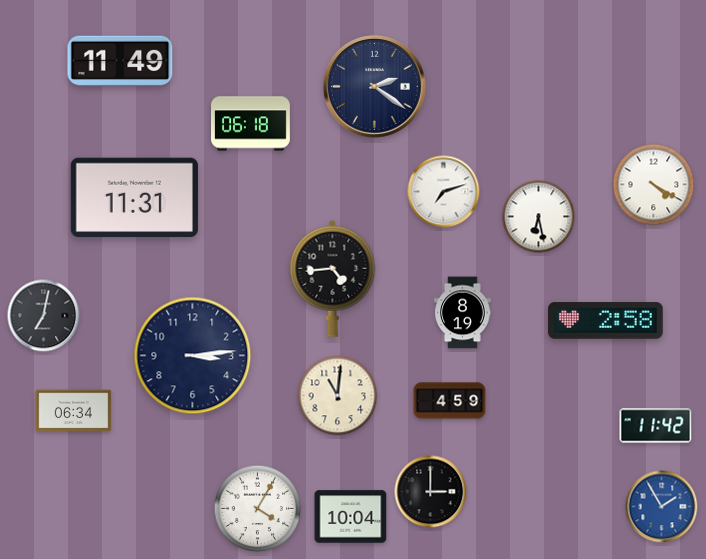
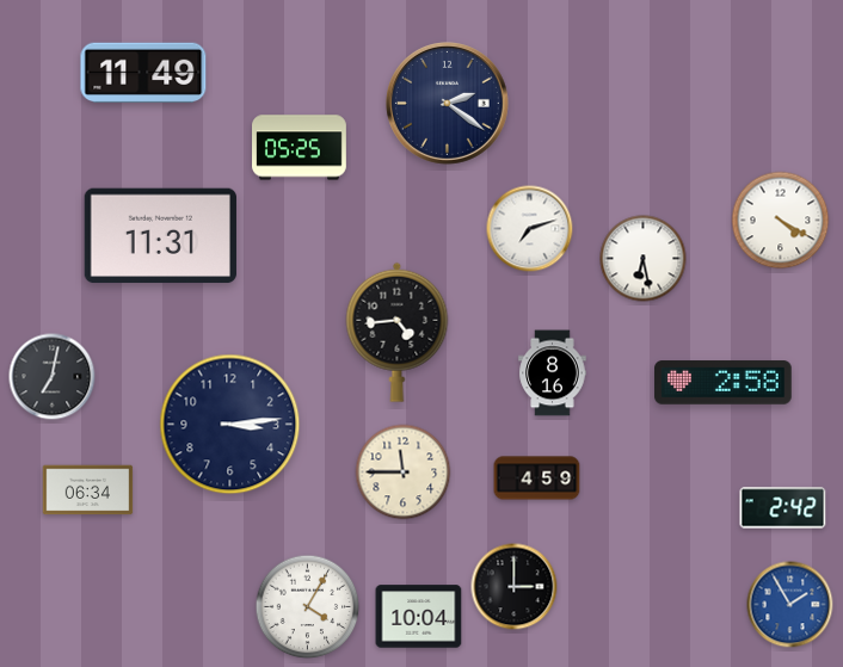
clock at (251, 124): 06:18 -> 05:25
clock at (463, 313): 8:19 -> 8:16
clock at (338, 396): 11:01 -> 11:45
clock at (656, 426): 11:42 -> 2:42
